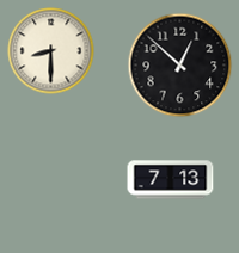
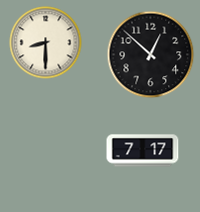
clock at (51, 51) position: (51, 51) -> (46, 43)
clock at (171, 180): 7:13 -> 7:17
